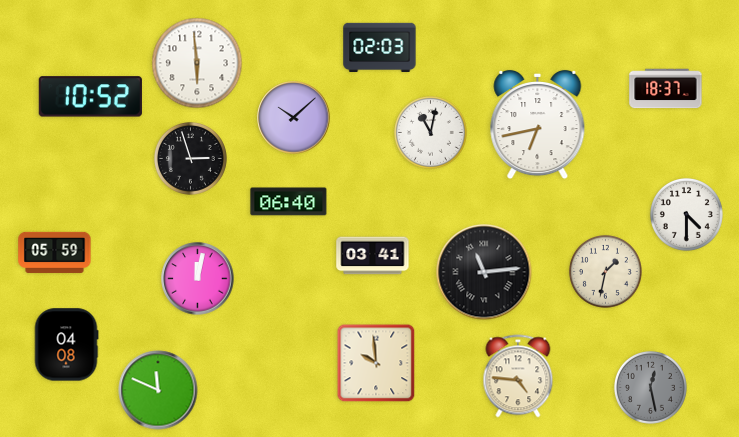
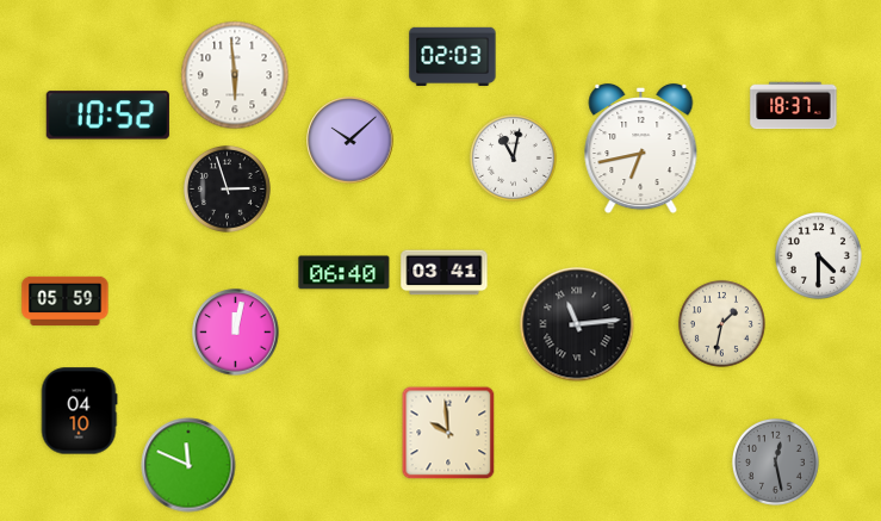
clock at (289, 202) position: (289, 202) -> (345, 273)
clock at (373, 256) position: (373, 256) -> (445, 273)
clock at (66, 345): 04:08 -> 04:10
clock at (518, 376): 4:46 -> none
